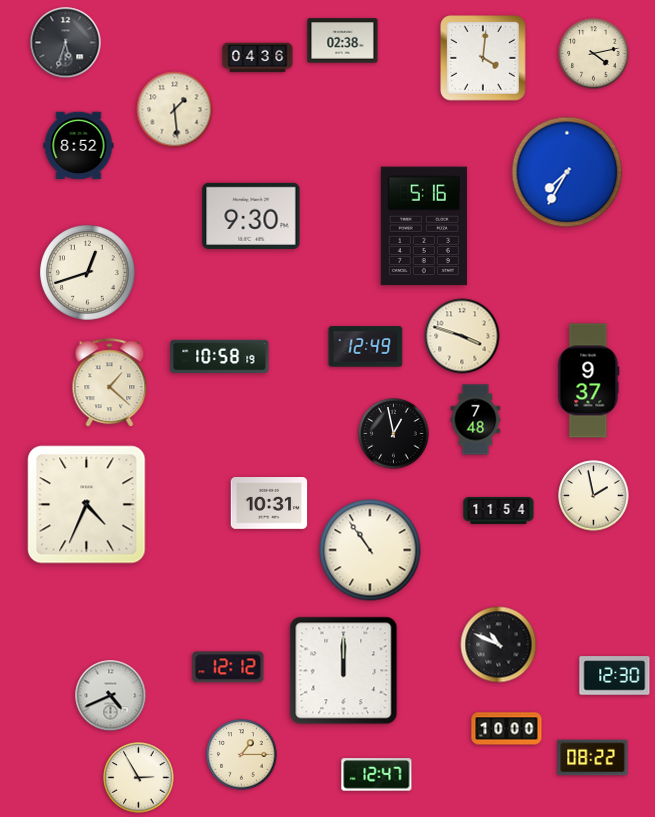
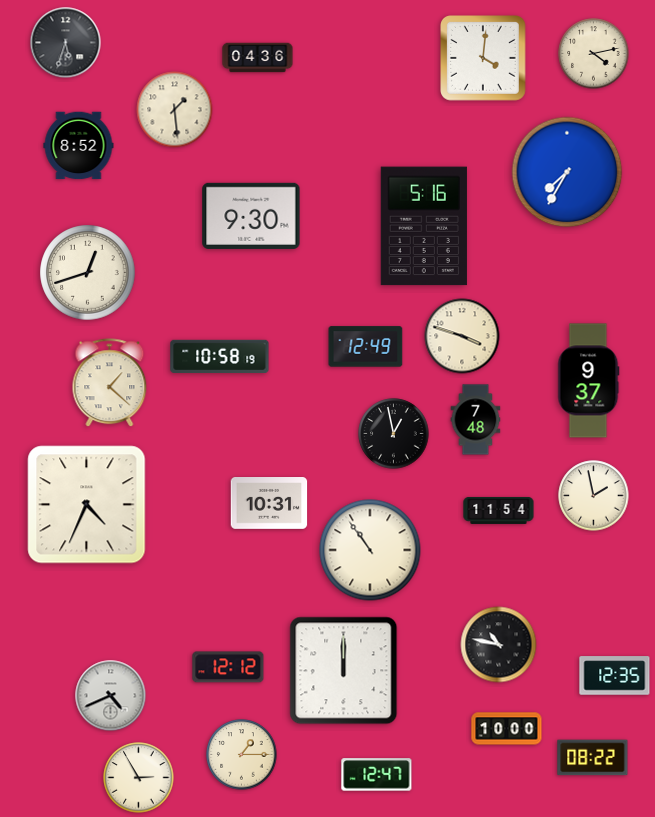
clock at (343, 41): 02:38 -> none
clock at (499, 645): 10:49 -> 10:47
clock at (615, 676): 12:30 -> 12:35
